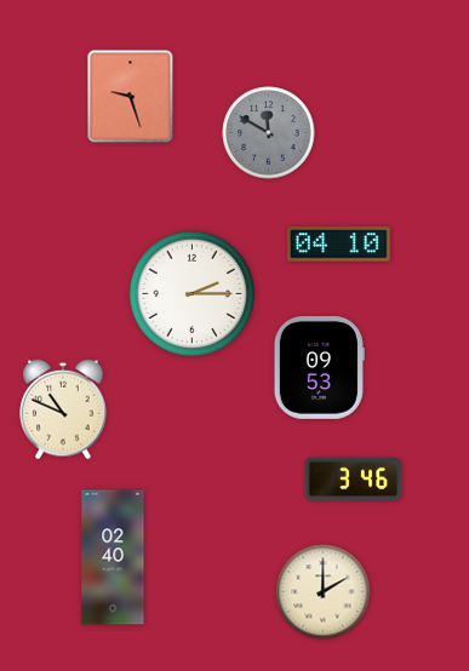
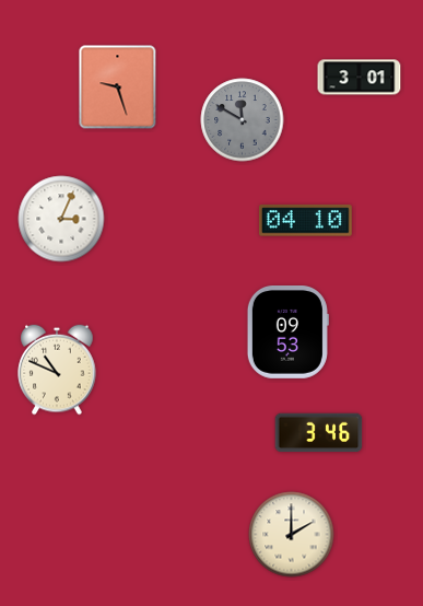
clock at (360, 78): none -> 3:01
clock at (61, 219): none -> 3:04
clock at (193, 294): 2:15 -> none
clock at (113, 557): 02:40 -> none
